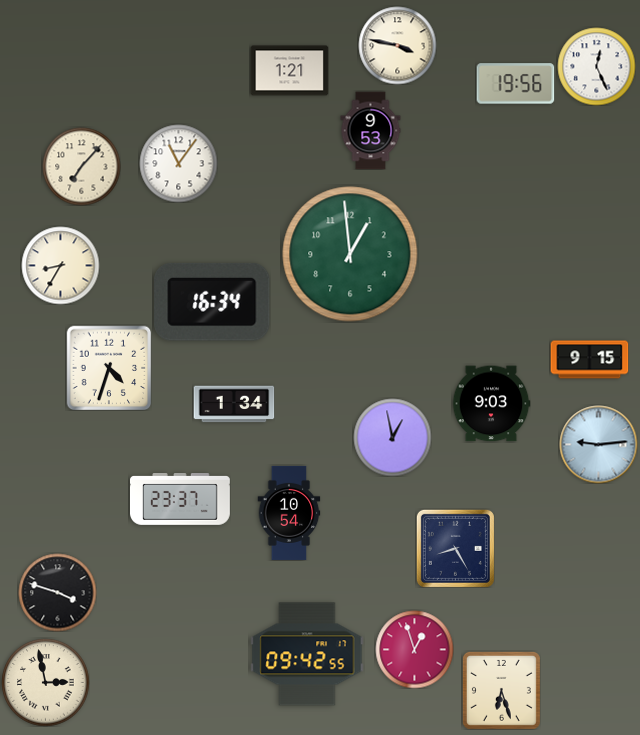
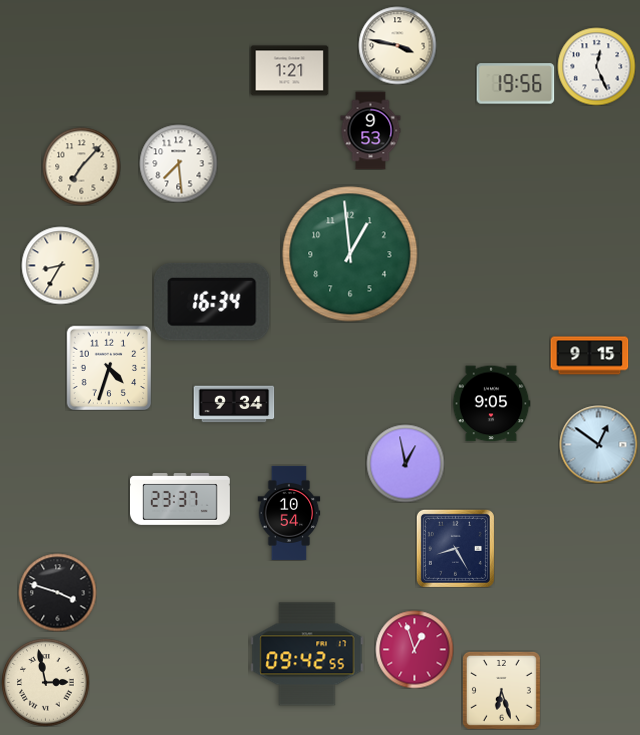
clock at (178, 163): 11:06 -> 7:29
clock at (589, 360) position: (589, 360) -> (589, 356)
clock at (234, 404): 1:34 -> 9:34
clock at (491, 404): 9:03 -> 9:05
clock at (392, 437) position: (392, 437) -> (405, 463)
clock at (598, 444): 9:14 -> 12:51
